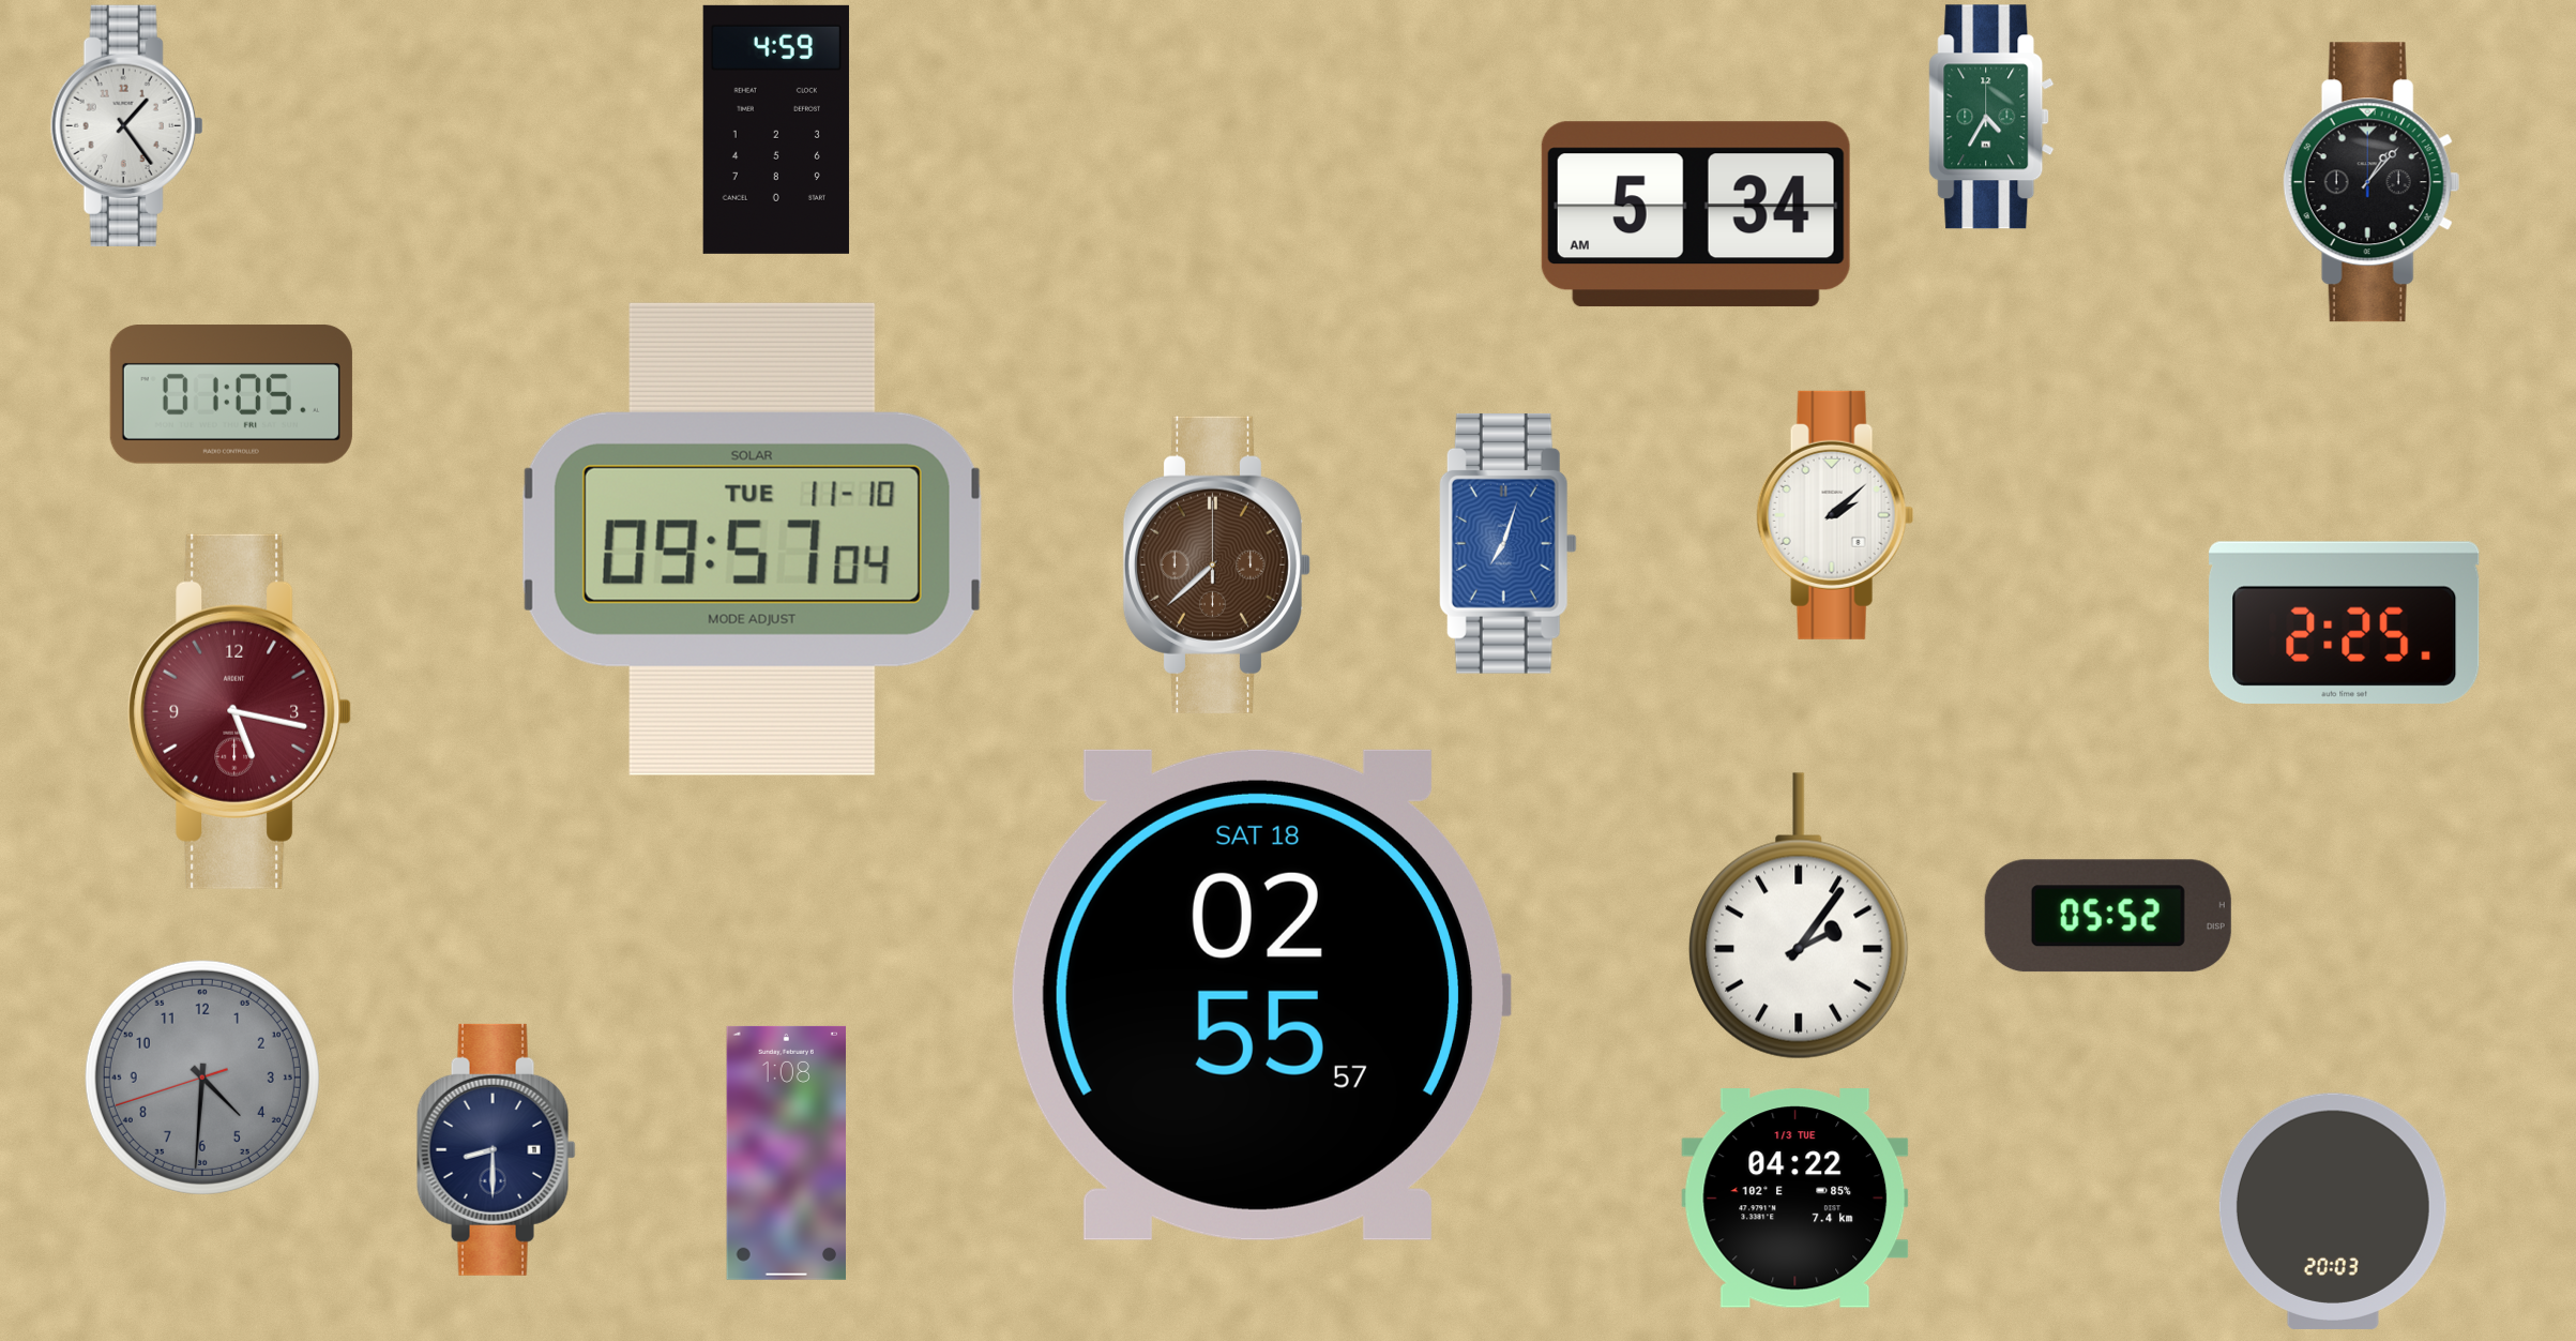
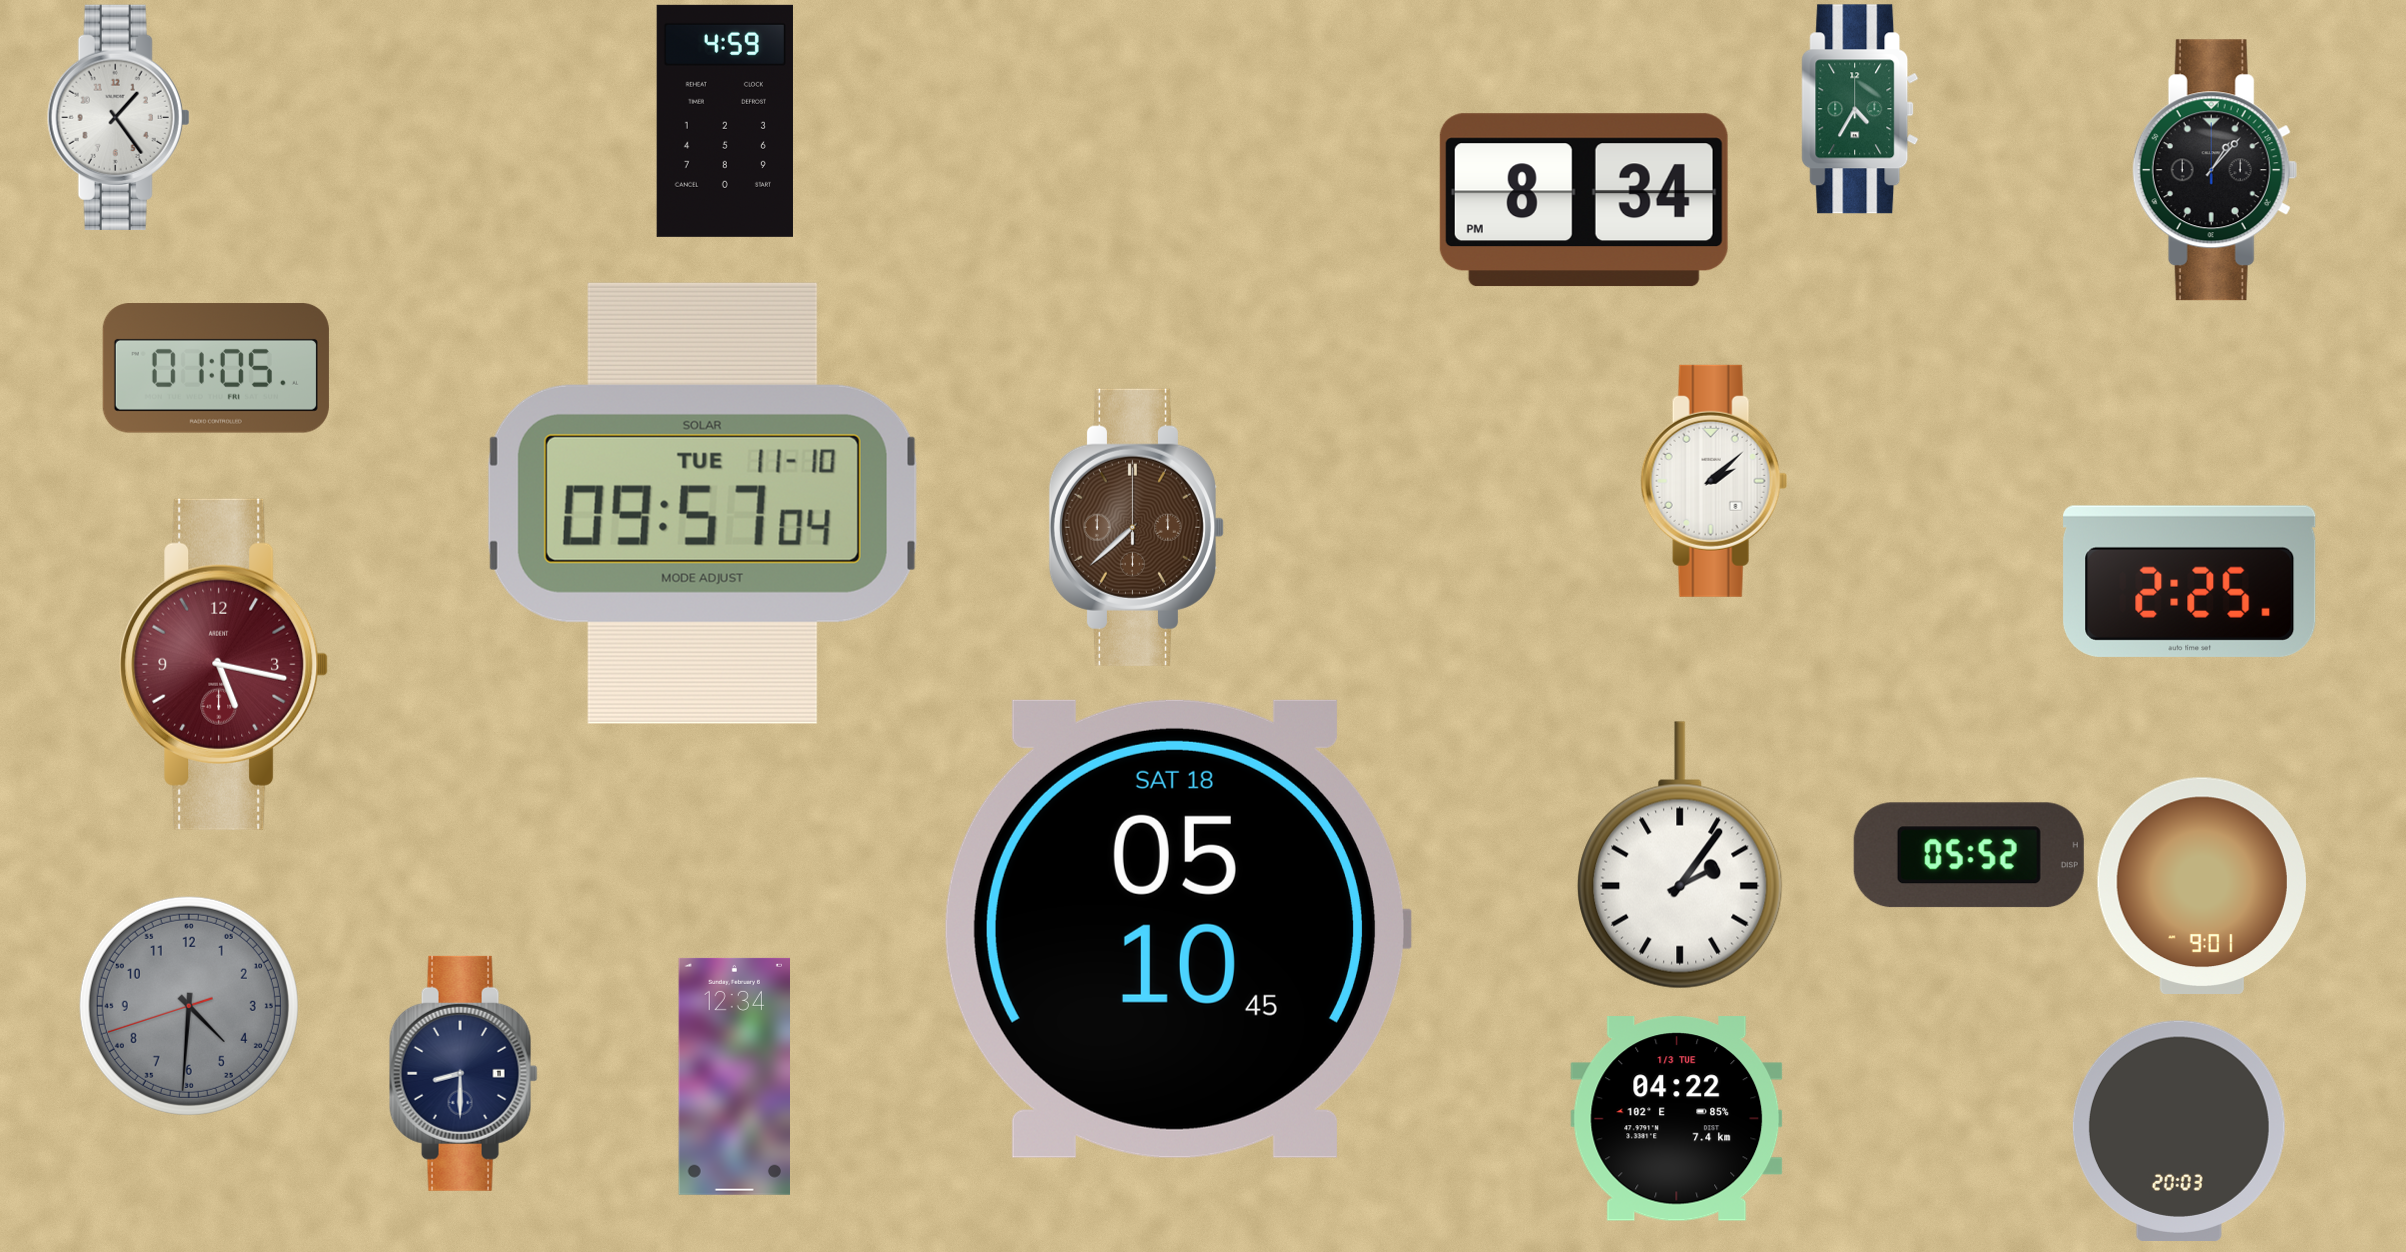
clock at (1696, 214): 5:34 -> 8:34
clock at (1507, 543): 7:03 -> none
clock at (2202, 885): none -> 9:01
clock at (1261, 995): 02:55 -> 05:10
clock at (786, 1152): 1:08 -> 12:34
